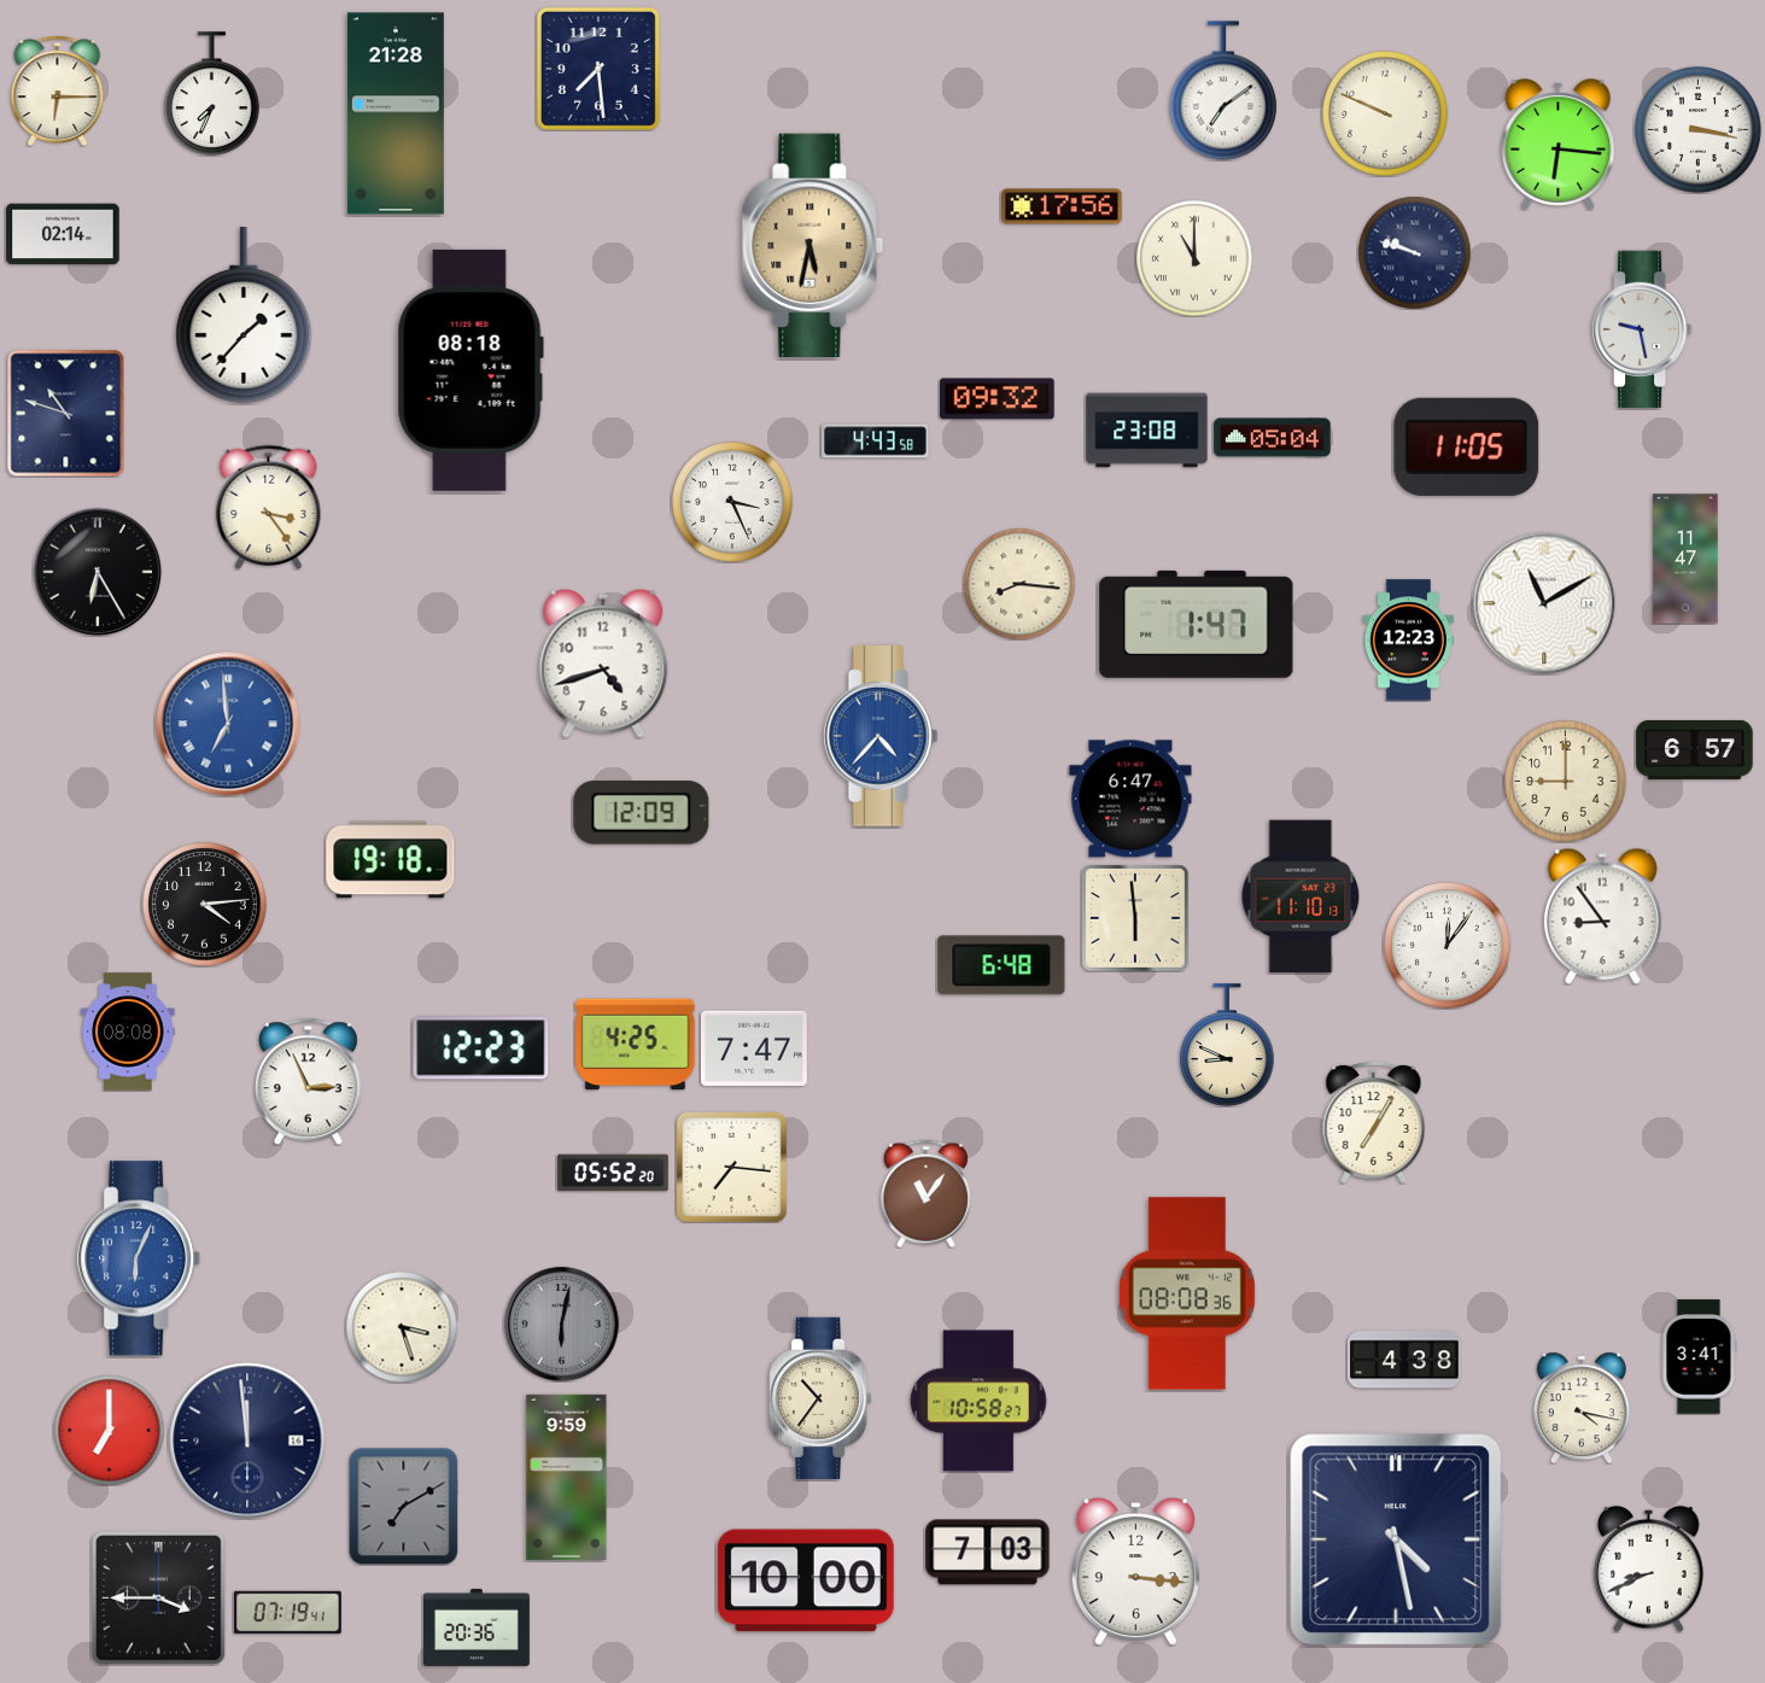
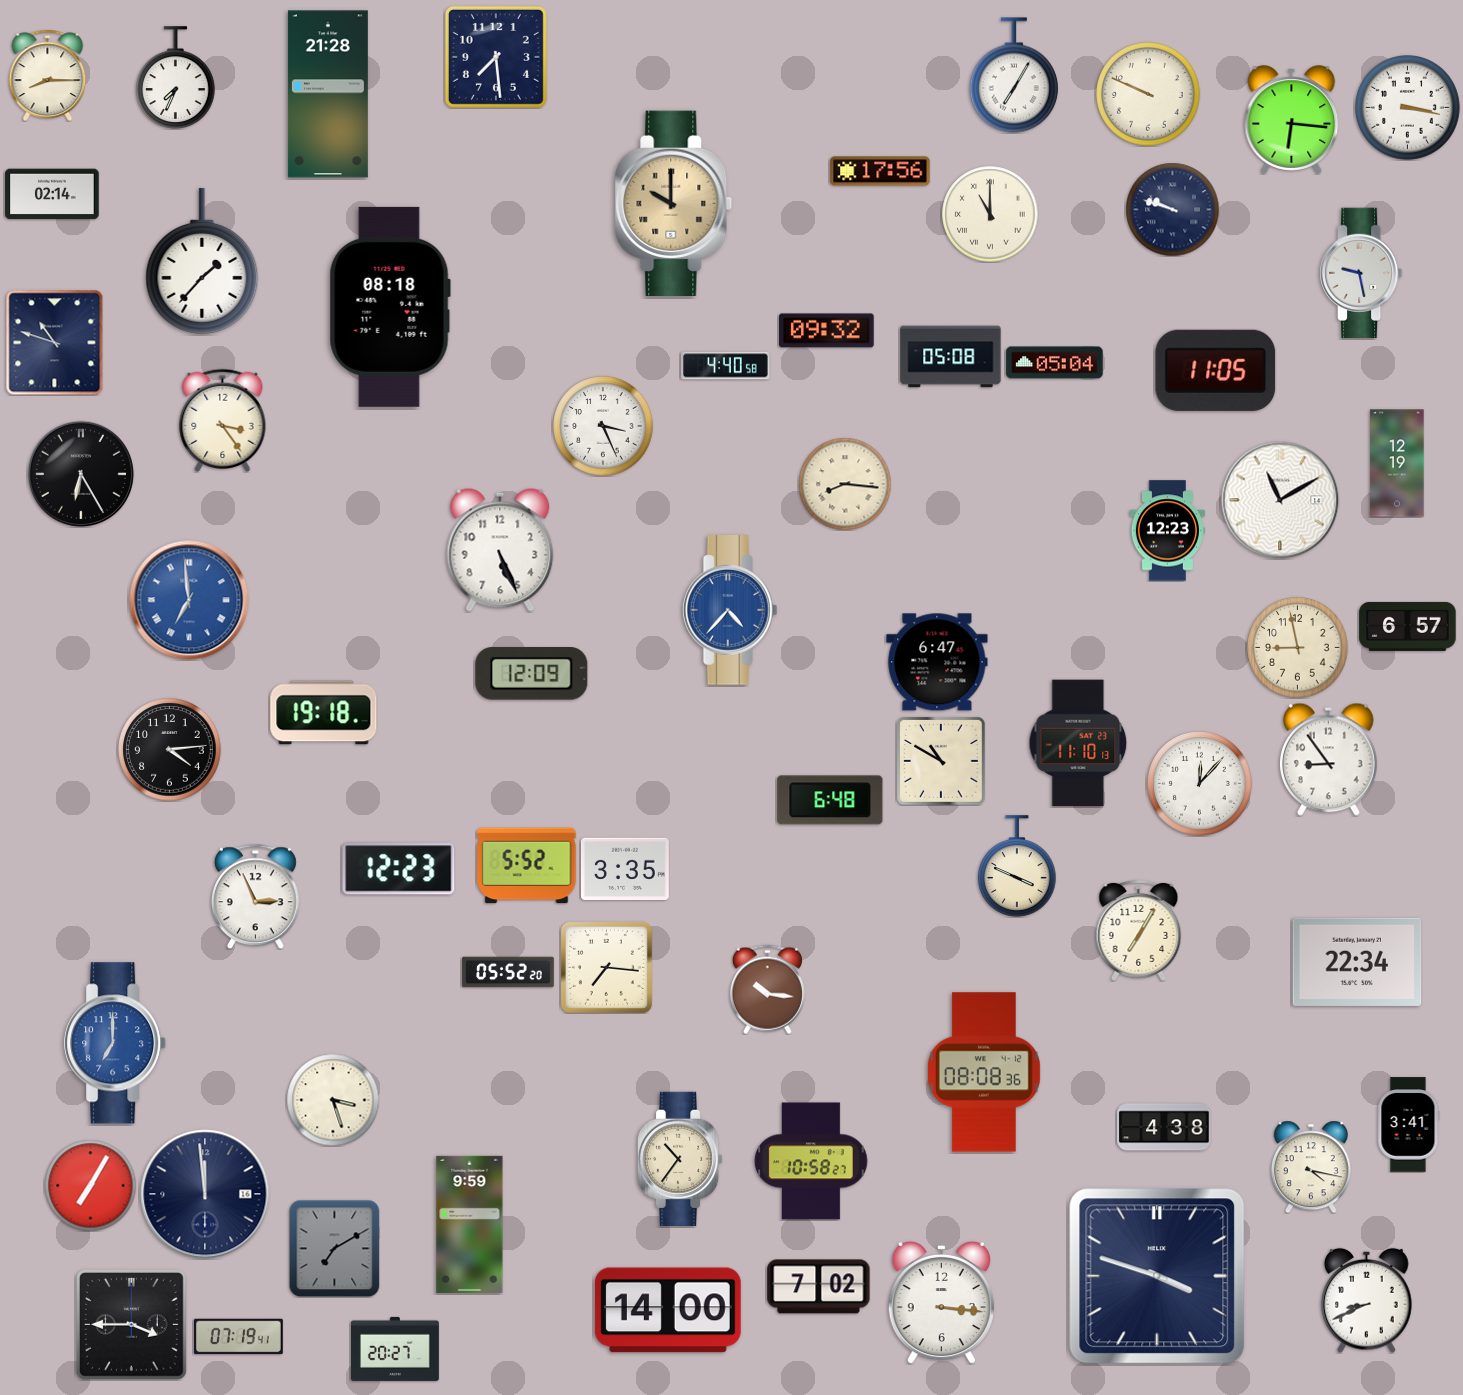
clock at (58, 90): 6:15 -> 8:15
clock at (1223, 90): 7:09 -> 7:05
clock at (813, 245): 5:32 -> 10:00
clock at (1147, 431): 23:08 -> 05:08
clock at (876, 442): 4:43 -> 4:40
clock at (732, 502) position: (732, 502) -> (603, 426)
clock at (1685, 559): 11:47 -> 12:19
clock at (1197, 624): 1:47 -> none
clock at (603, 664): 4:42 -> 5:26
clock at (1695, 749) position: (1695, 749) -> (1408, 626)
clock at (1566, 782): 9:00 -> 8:58
clock at (1135, 918): 5:59 -> 10:50
clock at (1448, 946): 12:06 -> 12:07
clock at (128, 1032): 08:08 -> none
clock at (636, 1045): 4:25 -> 5:52
clock at (1227, 1045): 8:49 -> 3:49
clock at (754, 1048): 7:47 -> 3:35
clock at (1357, 962): none -> 22:34
clock at (925, 1193): 11:06 -> 10:16
clock at (140, 1258): 6:04 -> 7:00
clock at (562, 1325): 6:02 -> none
clock at (109, 1430): 7:00 -> 7:05
clock at (1396, 1539): 4:28 -> 3:48
clock at (988, 1553): 7:03 -> 7:02
clock at (806, 1580): 10:00 -> 14:00
clock at (477, 1628): 20:36 -> 20:27
